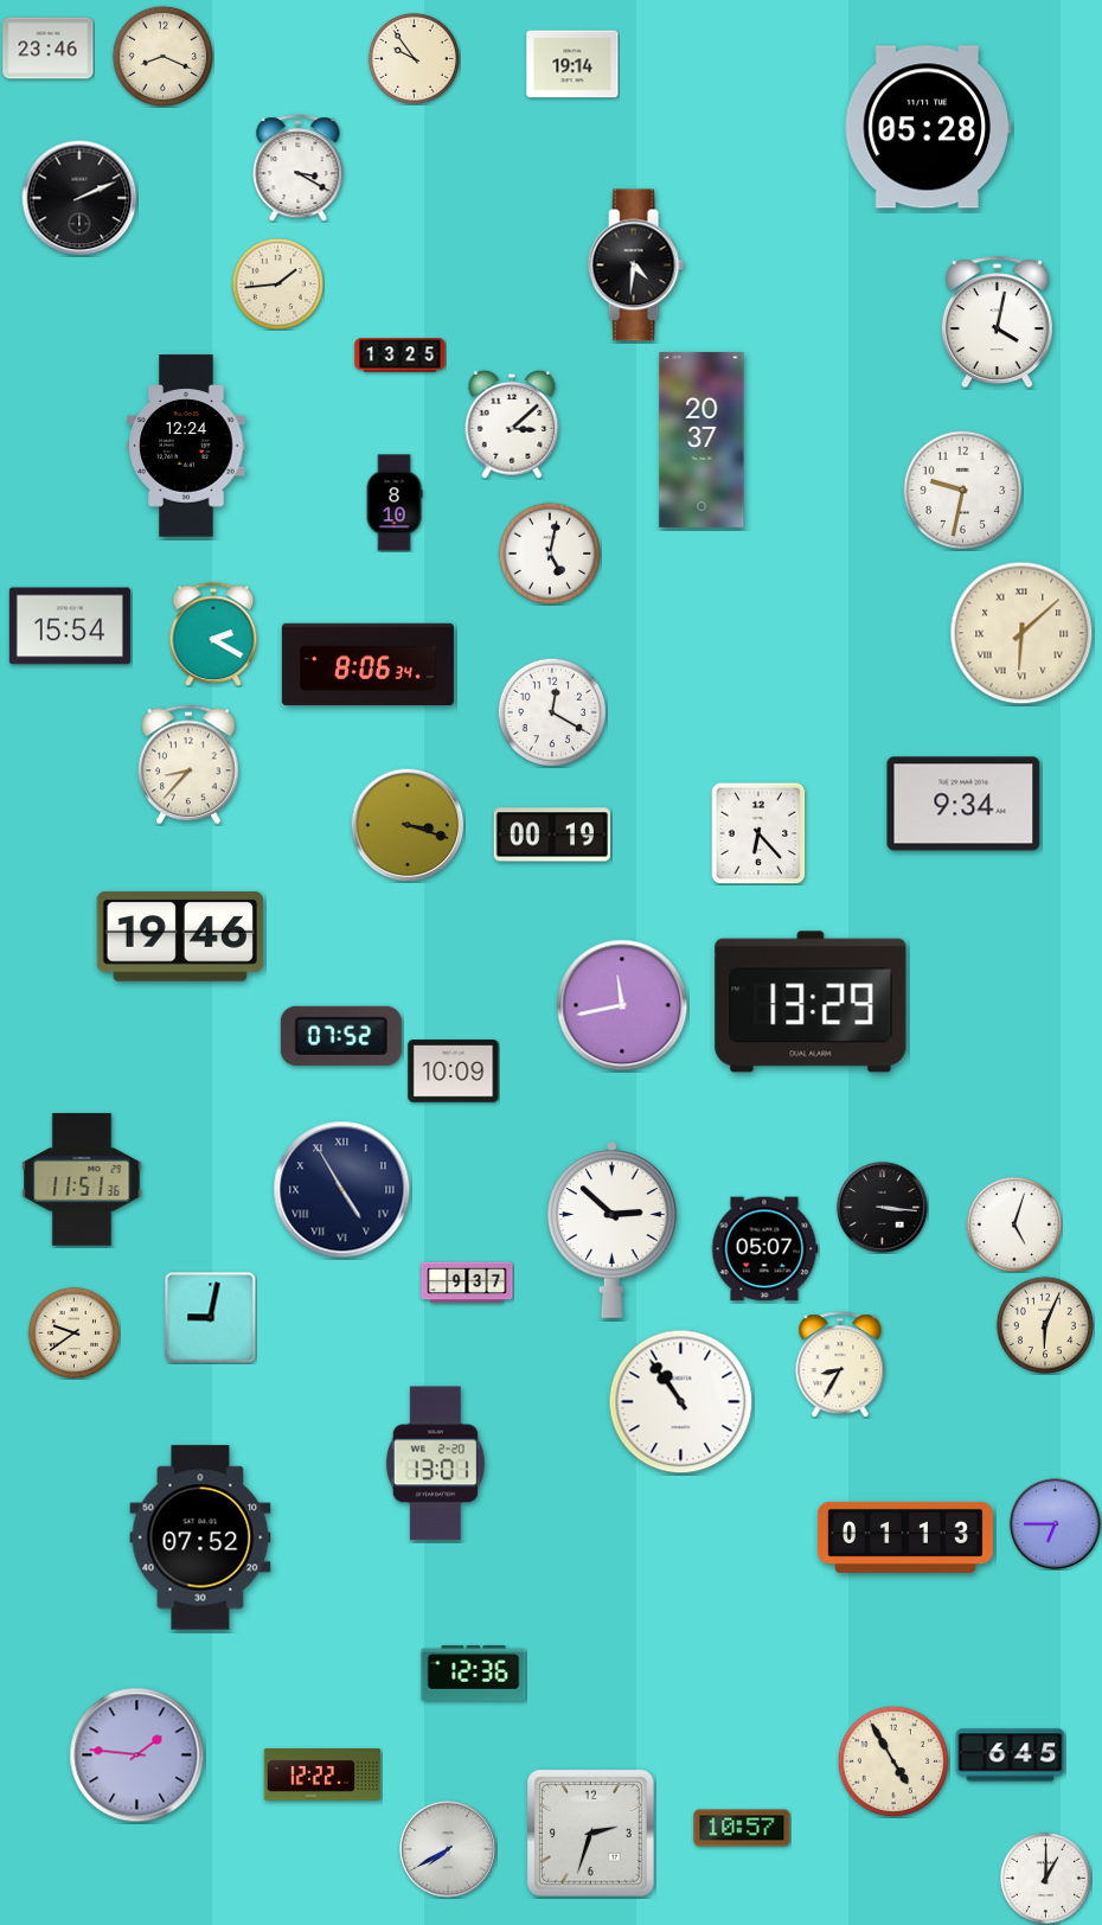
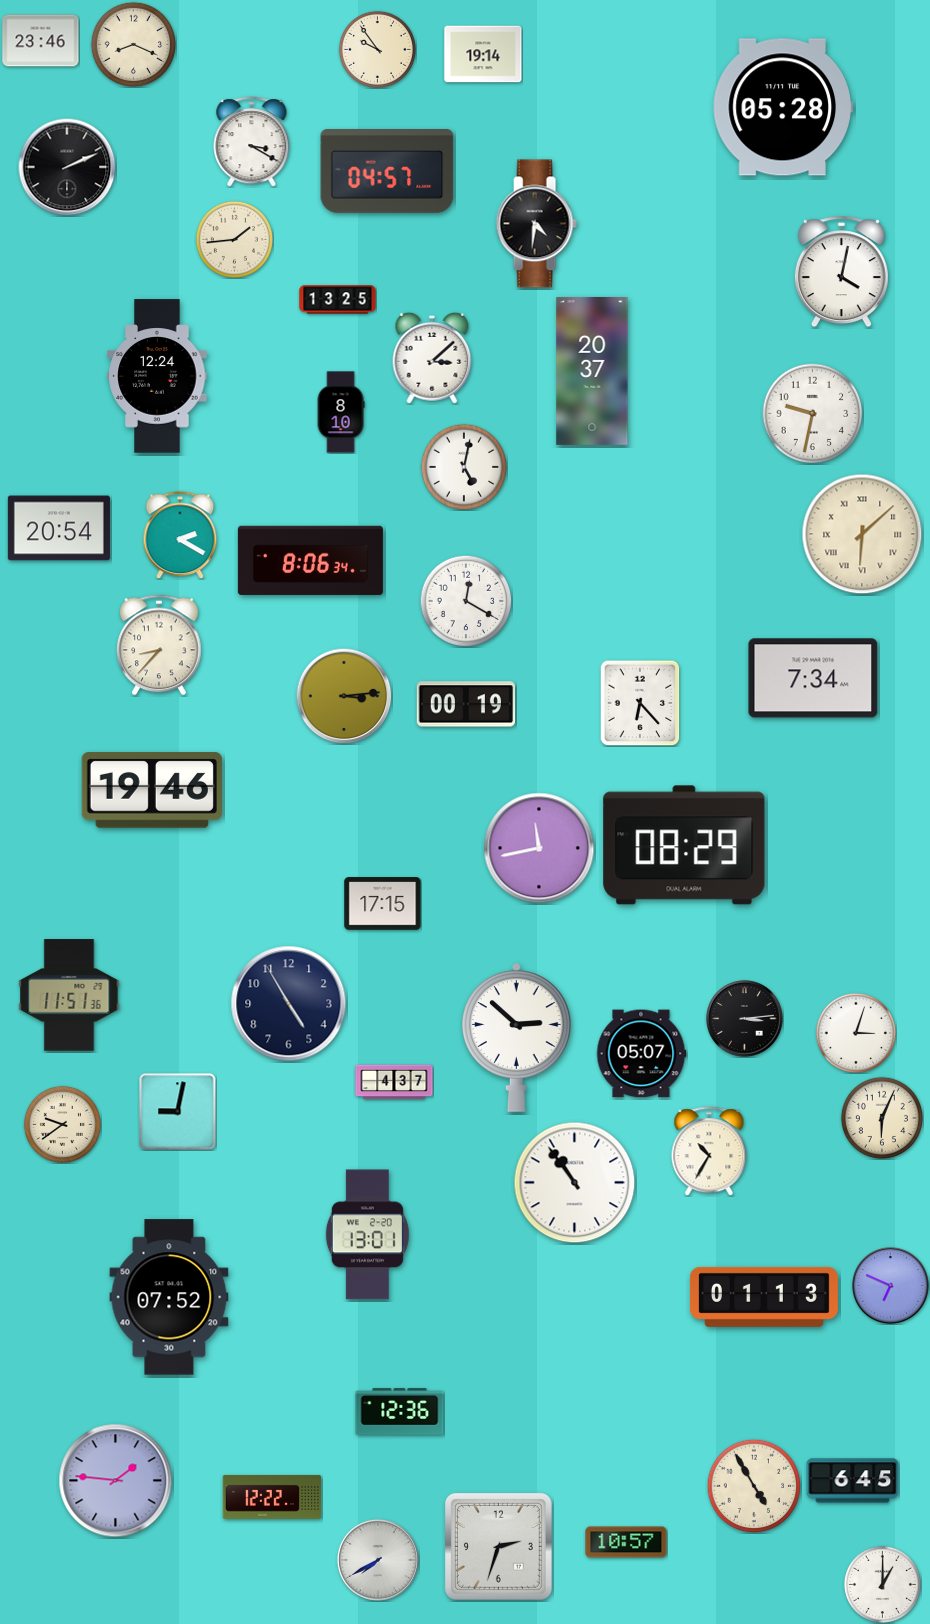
clock at (162, 56) position: (162, 56) -> (133, 44)
clock at (414, 58) position: (414, 58) -> (377, 49)
clock at (387, 172): none -> 04:57
clock at (395, 503) position: (395, 503) -> (341, 412)
clock at (70, 626): 15:54 -> 20:54
clock at (963, 804): 9:34 -> 7:34
clock at (408, 825): 3:18 -> 3:14
clock at (811, 1002): 13:29 -> 08:29
clock at (622, 1005) position: (622, 1005) -> (539, 848)
clock at (341, 1036): 07:52 -> none
clock at (454, 1072): 10:09 -> 17:15
clock at (342, 1190) numerals: Roman -> Arabic
clock at (883, 1208): 3:16 -> 3:14
clock at (1014, 1224): 5:03 -> 3:03
clock at (764, 1249) position: (764, 1249) -> (641, 1054)
clock at (467, 1283): 9:37 -> 4:37
clock at (840, 1364): 8:35 -> 10:35
clock at (1056, 1524): 6:45 -> 6:49
